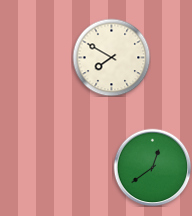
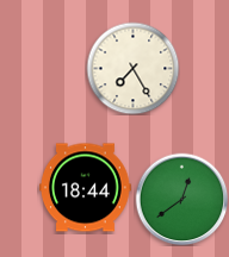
clock at (111, 57): 7:50 -> 7:25
clock at (86, 188): none -> 18:44
